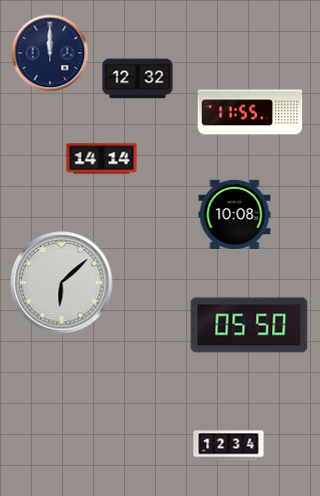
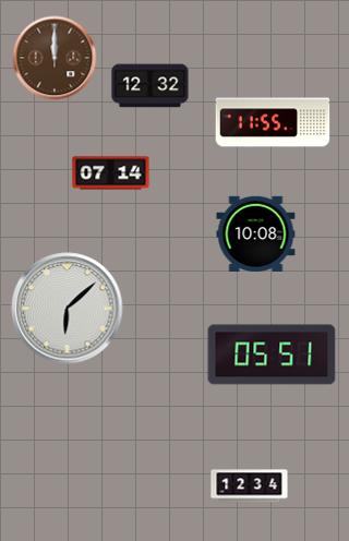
clock at (50, 53) dial: navy -> brown
clock at (102, 159): 14:14 -> 07:14
clock at (249, 325): 05:50 -> 05:51
